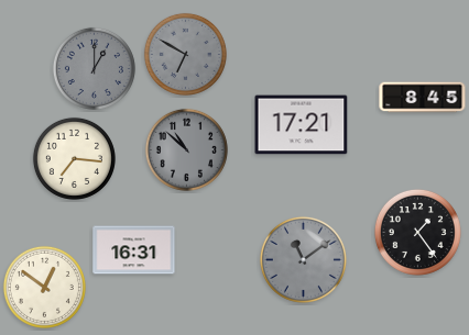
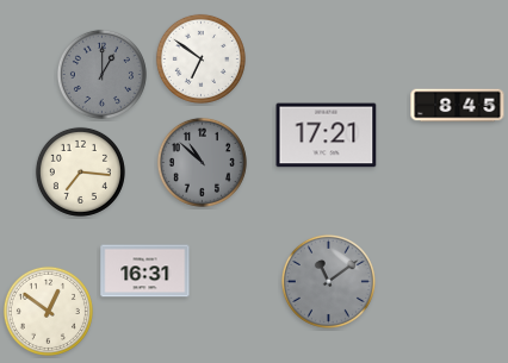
clock at (185, 54): 6:50 -> 6:51
clock at (185, 54) dial: grey -> white
clock at (417, 232): 1:24 -> none
